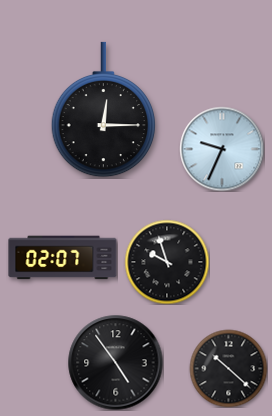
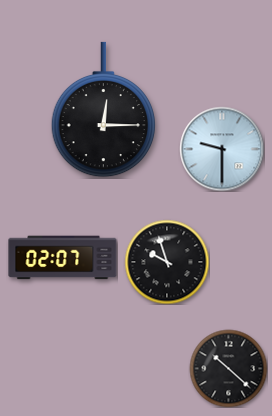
clock at (222, 149): 9:34 -> 9:30
clock at (115, 362): 4:54 -> none
